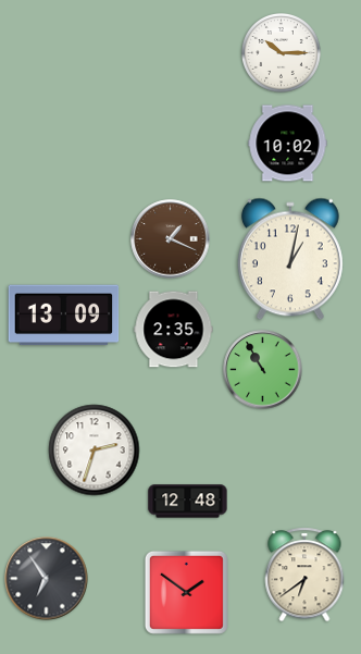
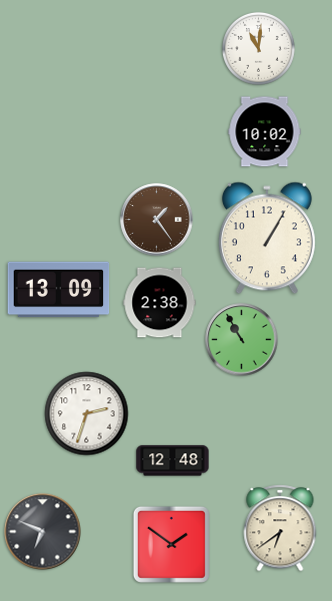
clock at (281, 52): 10:15 -> 11:01
clock at (171, 239): 1:19 -> 1:24
clock at (290, 259): 1:02 -> 1:05
clock at (174, 330): 2:35 -> 2:38
clock at (47, 579): 6:54 -> 6:49
